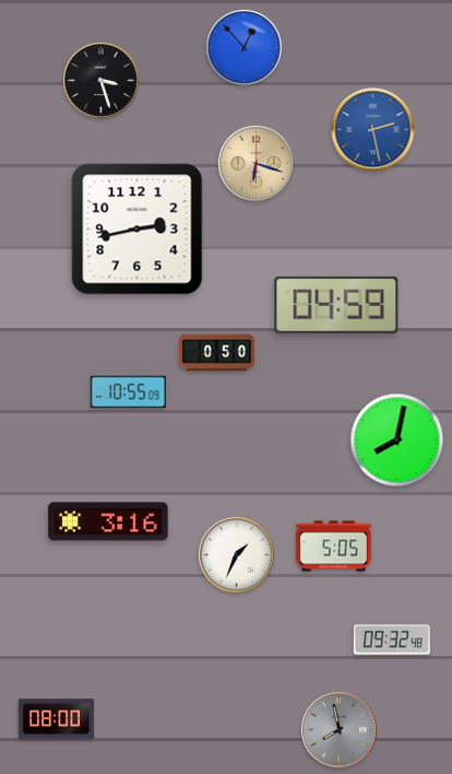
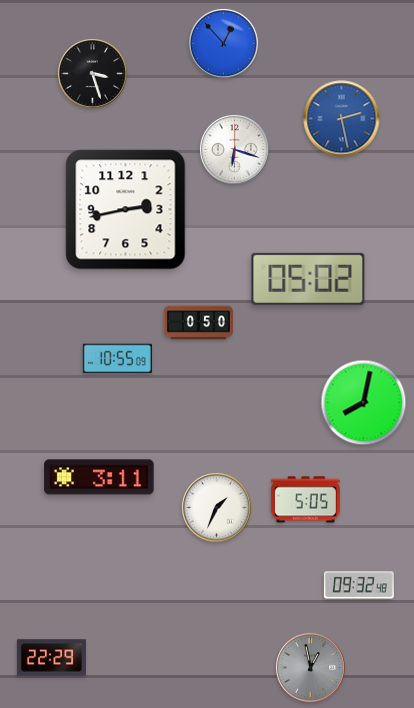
clock at (257, 164) dial: champagne -> white
clock at (336, 305): 04:59 -> 05:02
clock at (108, 521): 3:16 -> 3:11
clock at (56, 719): 08:00 -> 22:29
clock at (340, 730): 7:58 -> 12:58
